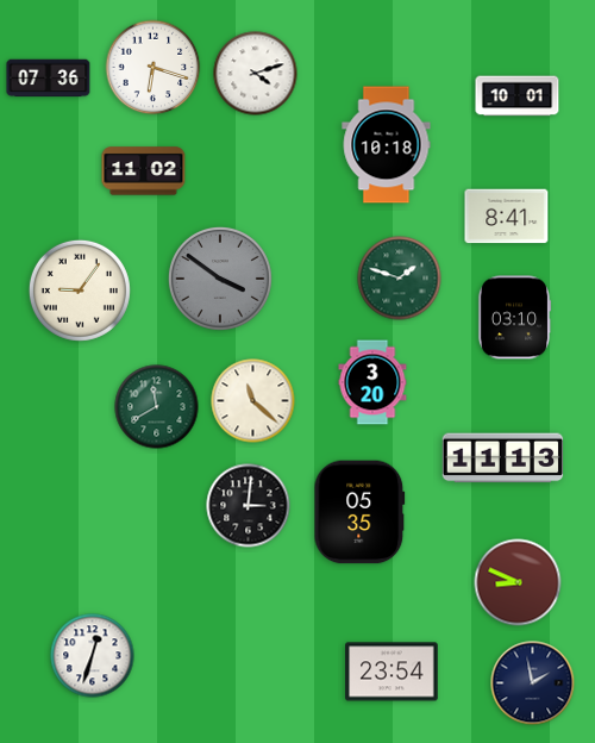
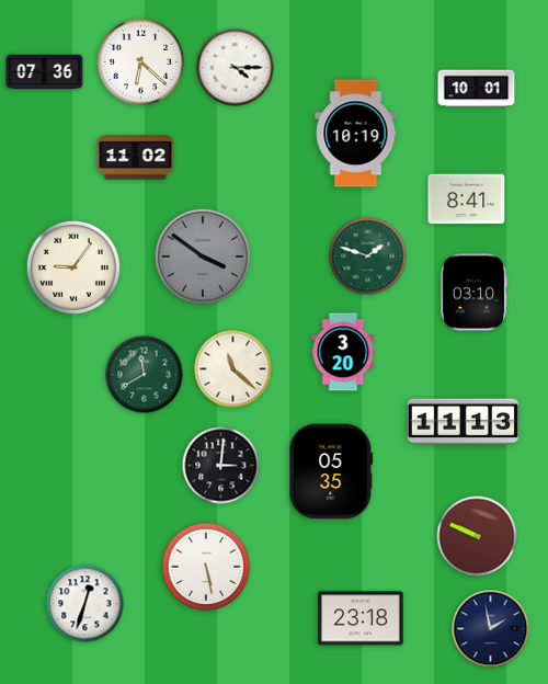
clock at (154, 68): 6:18 -> 6:22
clock at (256, 74): 4:12 -> 4:15
clock at (387, 145): 10:18 -> 10:19
clock at (144, 171) position: (144, 171) -> (136, 158)
clock at (249, 506) position: (249, 506) -> (221, 466)
clock at (518, 582): 8:49 -> 9:49
clock at (206, 567): none -> 5:28
clock at (392, 672): 23:54 -> 23:18
